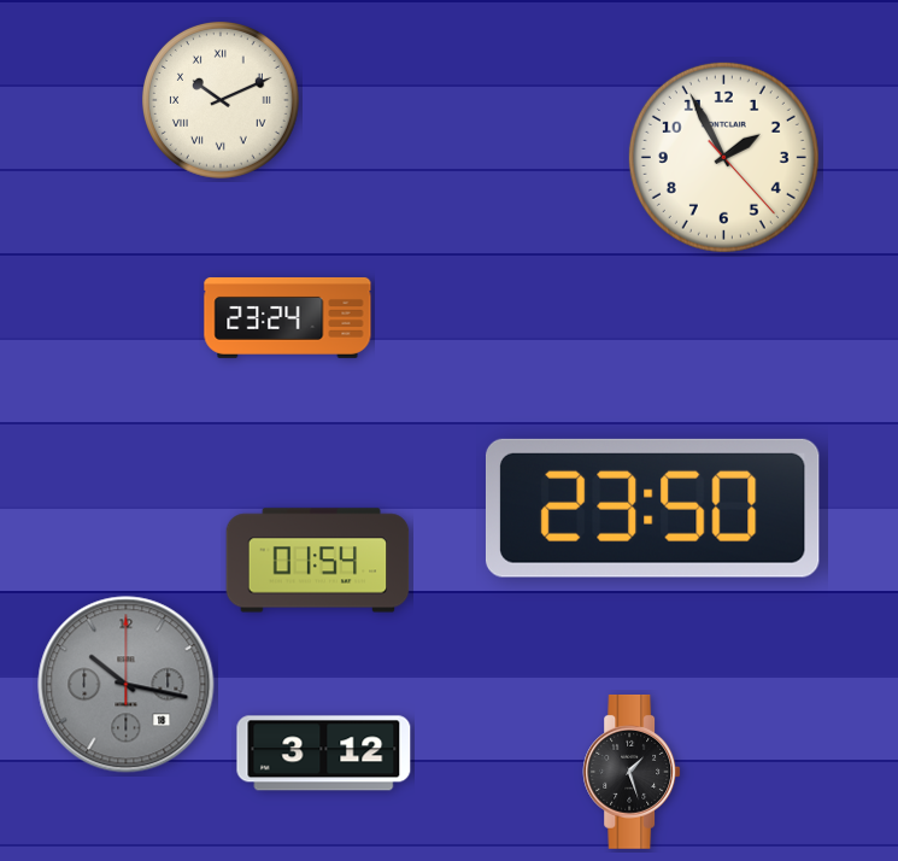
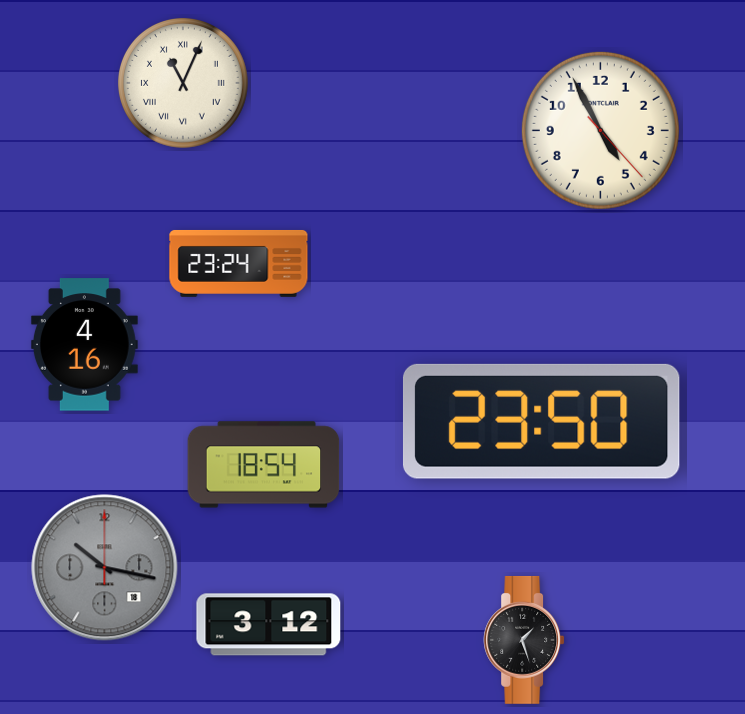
clock at (221, 100): 10:11 -> 11:04
clock at (723, 157): 1:55 -> 4:55
clock at (84, 345): none -> 4:16
clock at (318, 561): 01:54 -> 18:54
